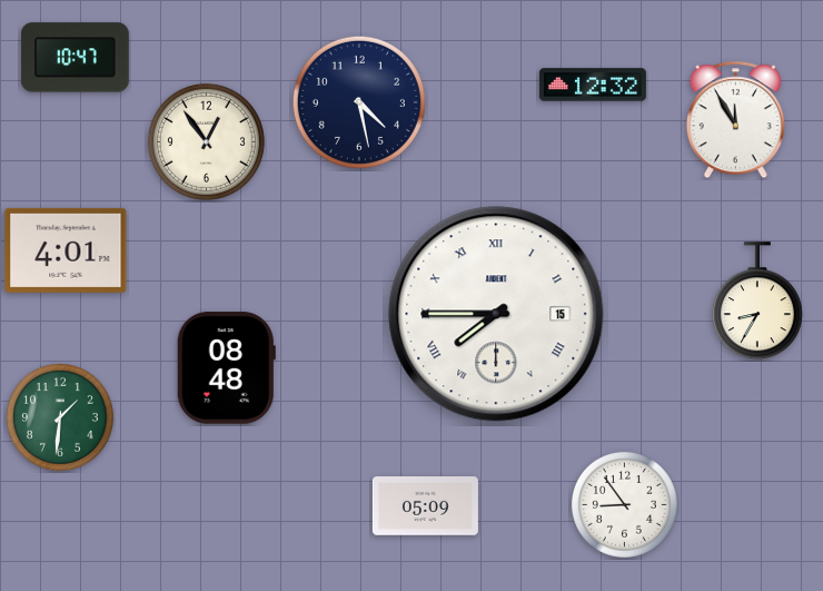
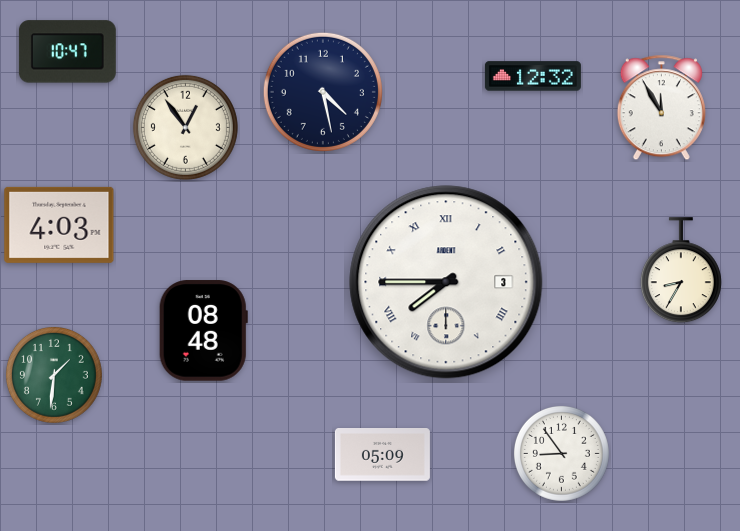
clock at (66, 250): 4:01 -> 4:03
clock at (496, 314) date: 15 -> 3
